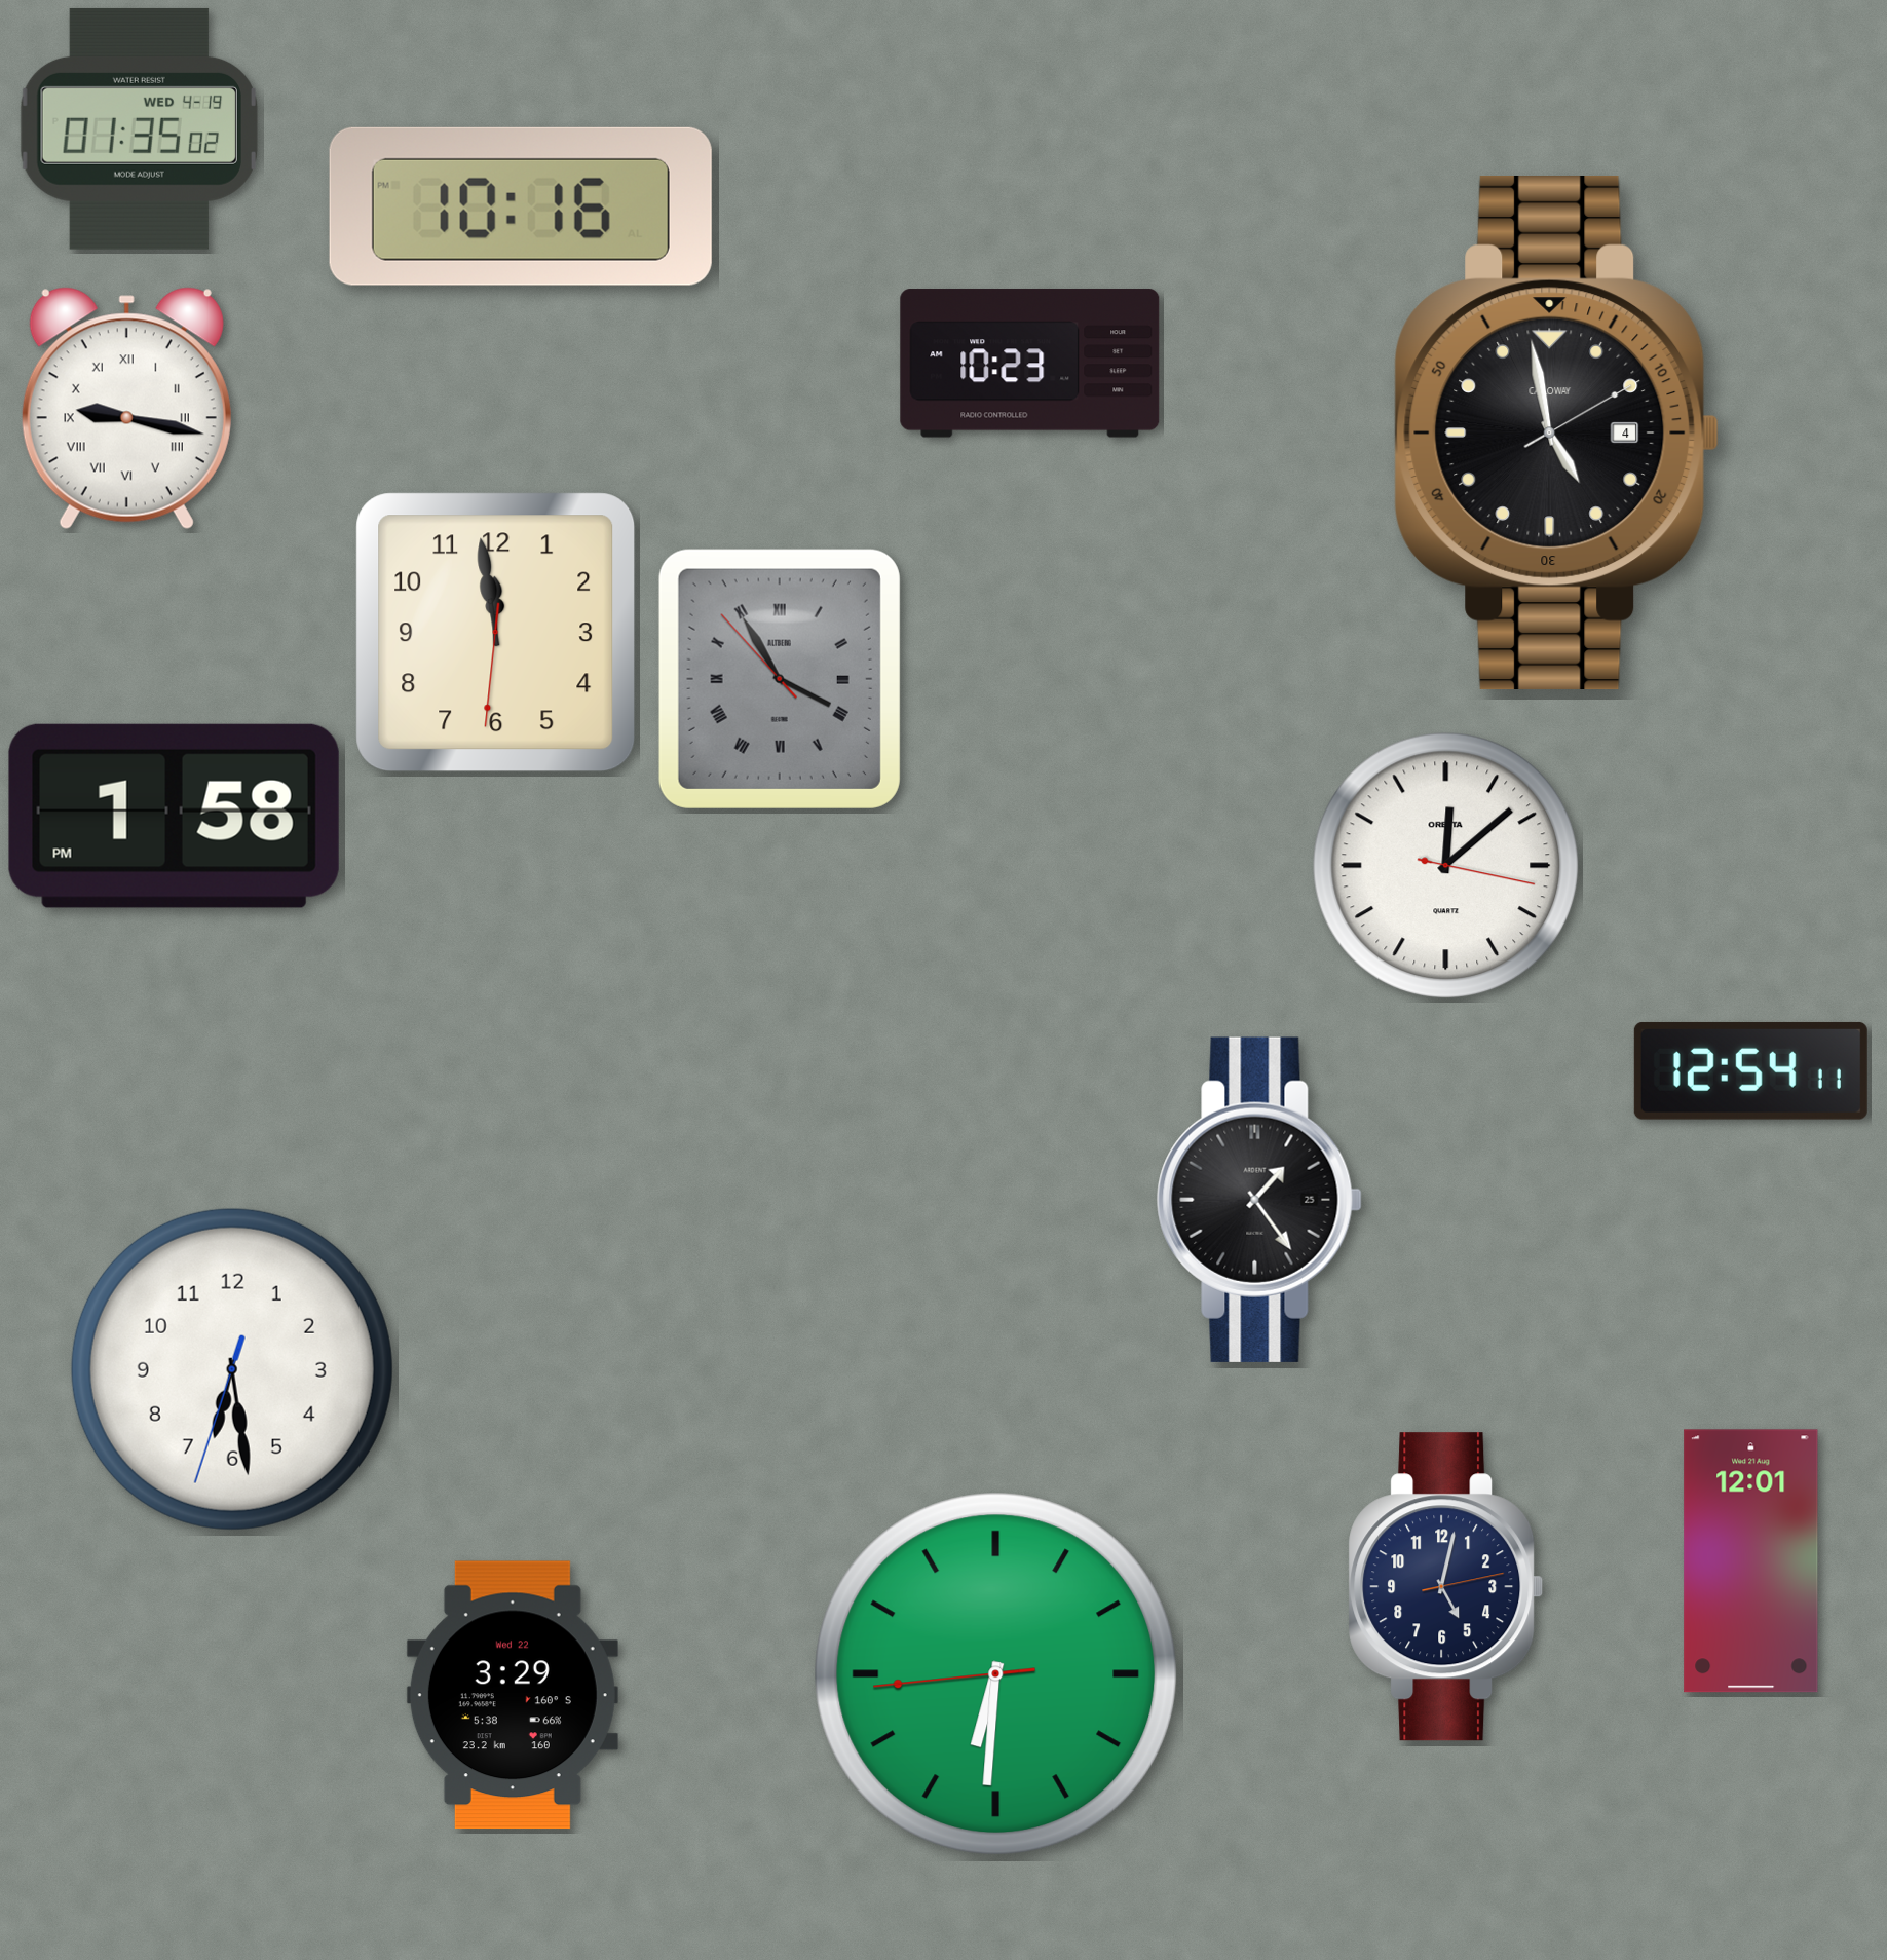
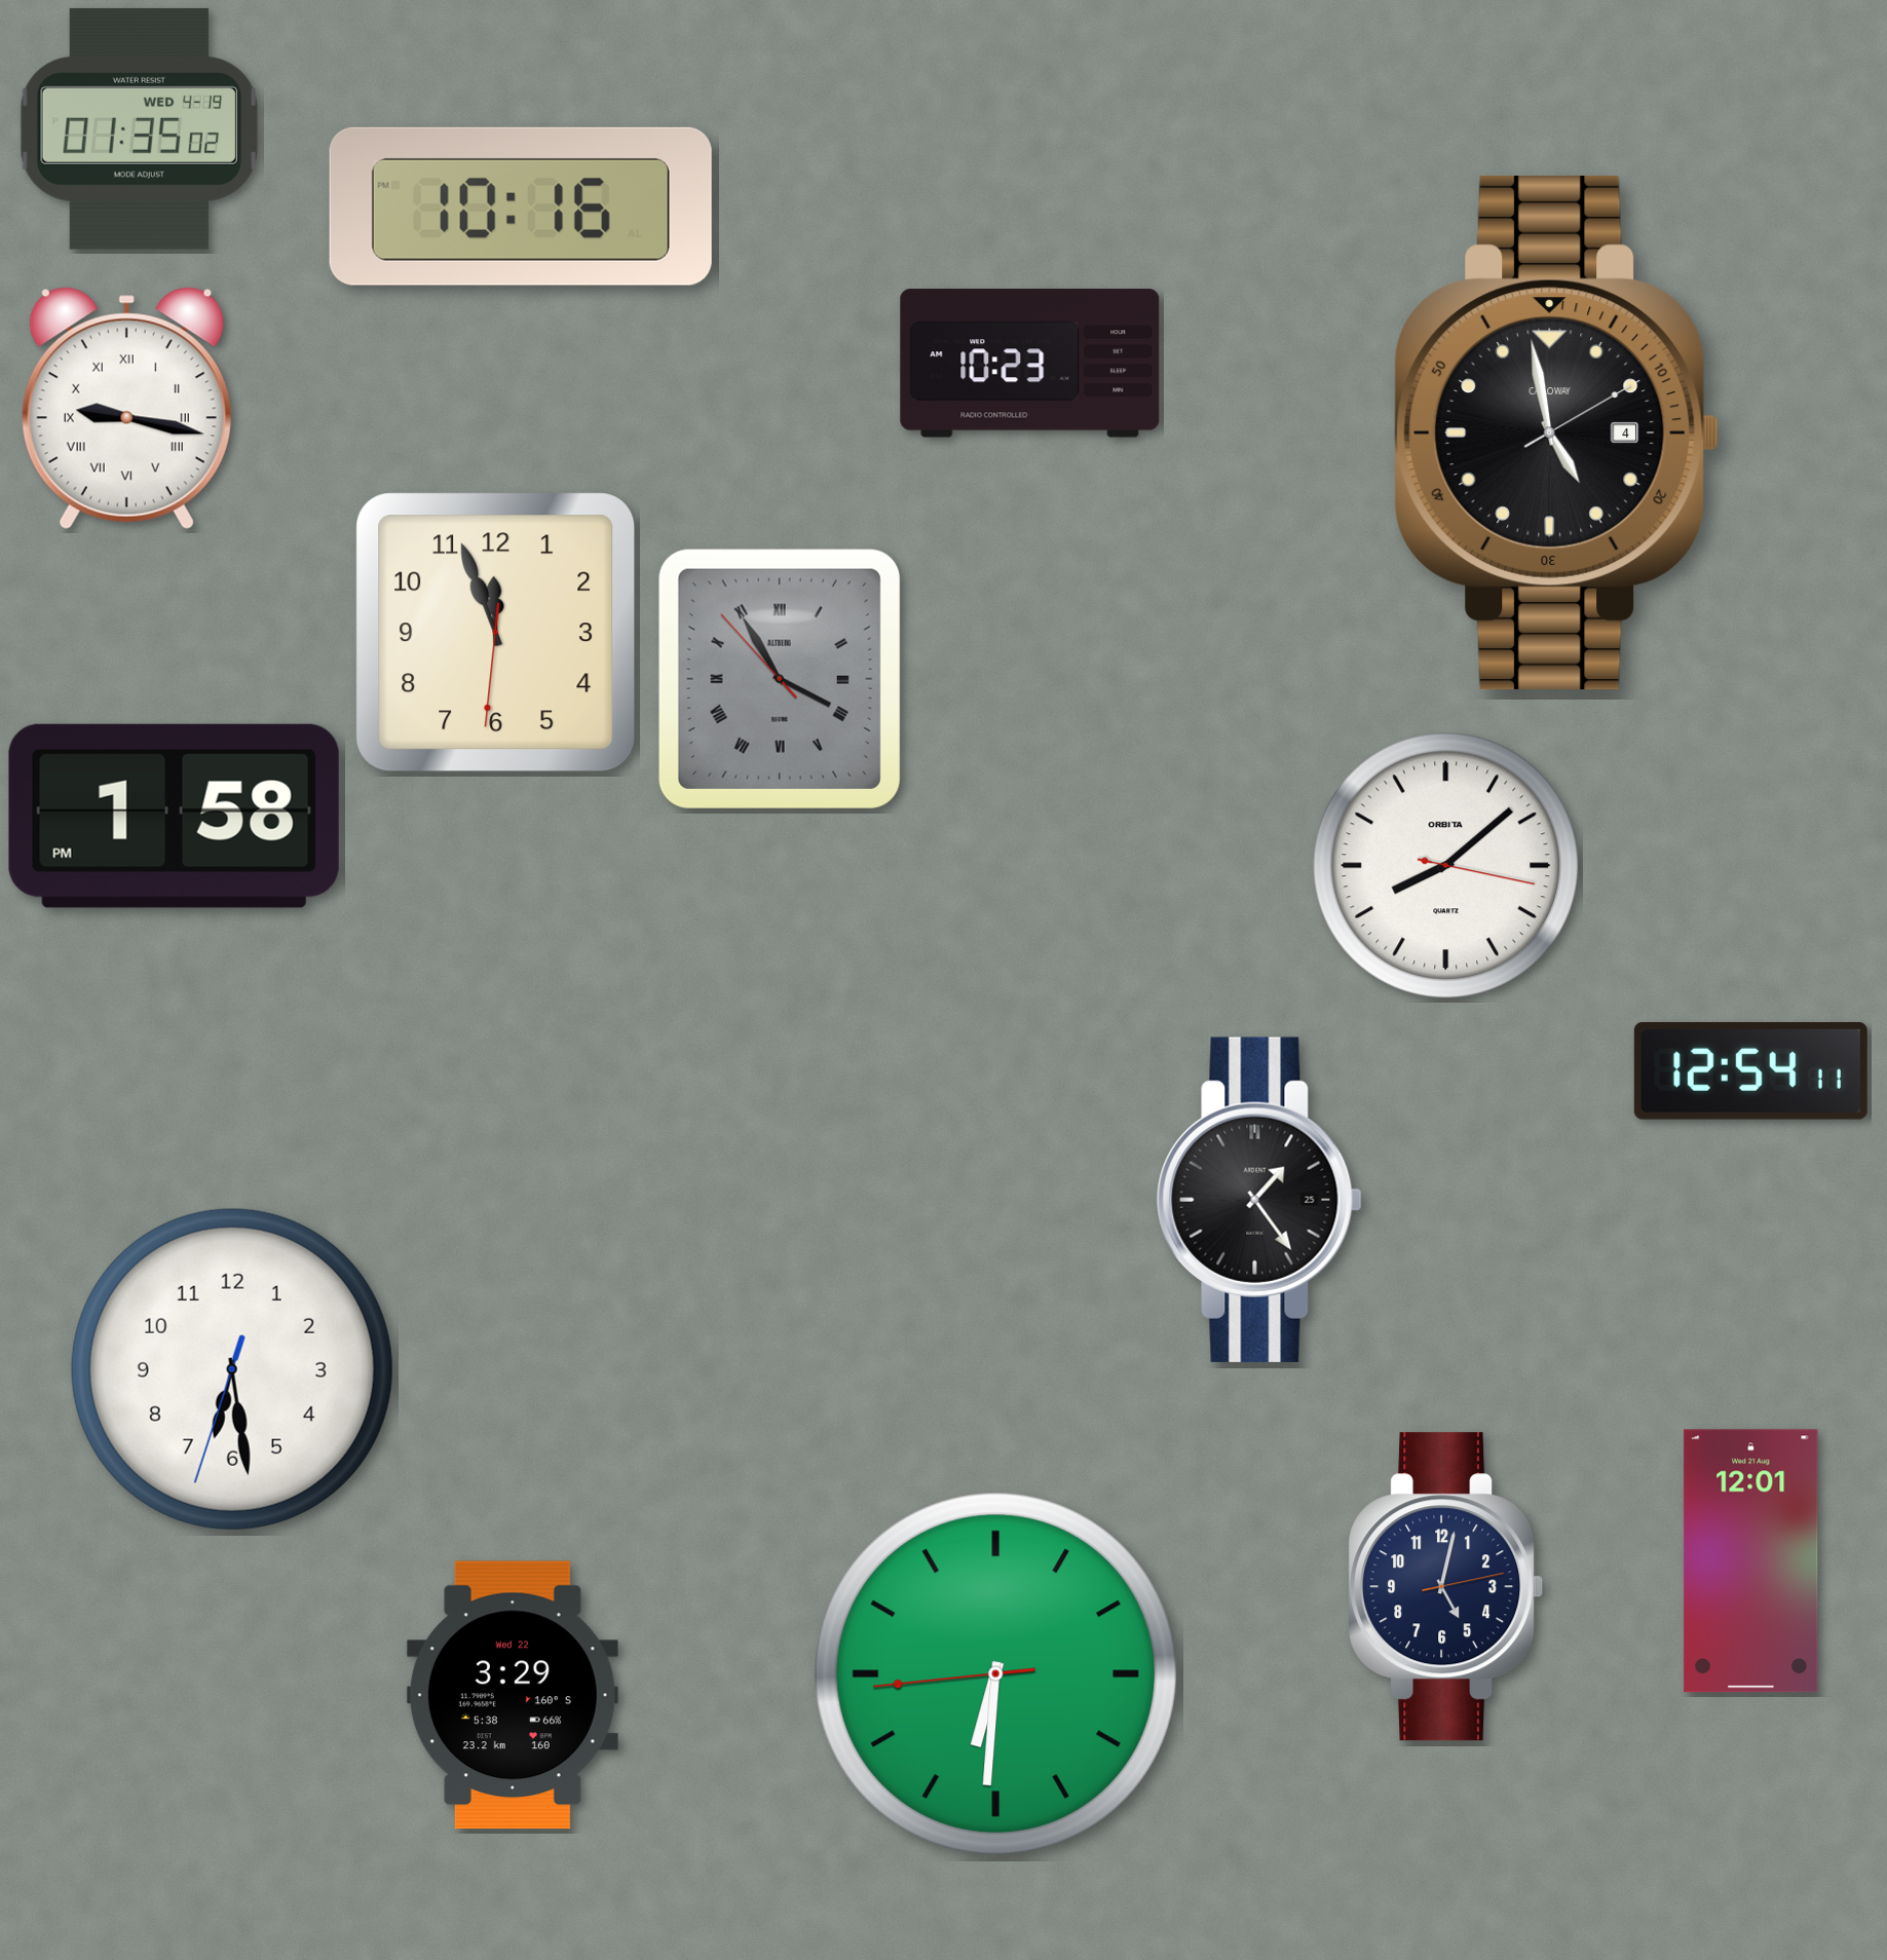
clock at (496, 633): 11:58 -> 11:56
clock at (1446, 866): 12:08 -> 8:08
